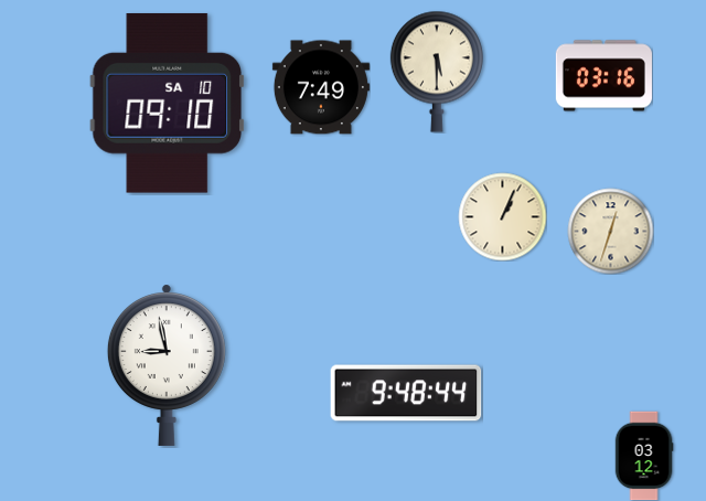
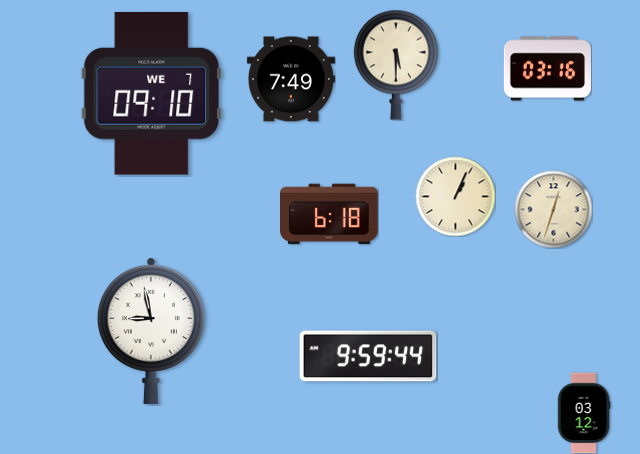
clock at (168, 103) date: SA 10 -> WE 7
clock at (330, 214): none -> 6:18
clock at (406, 393): 9:48 -> 9:59
